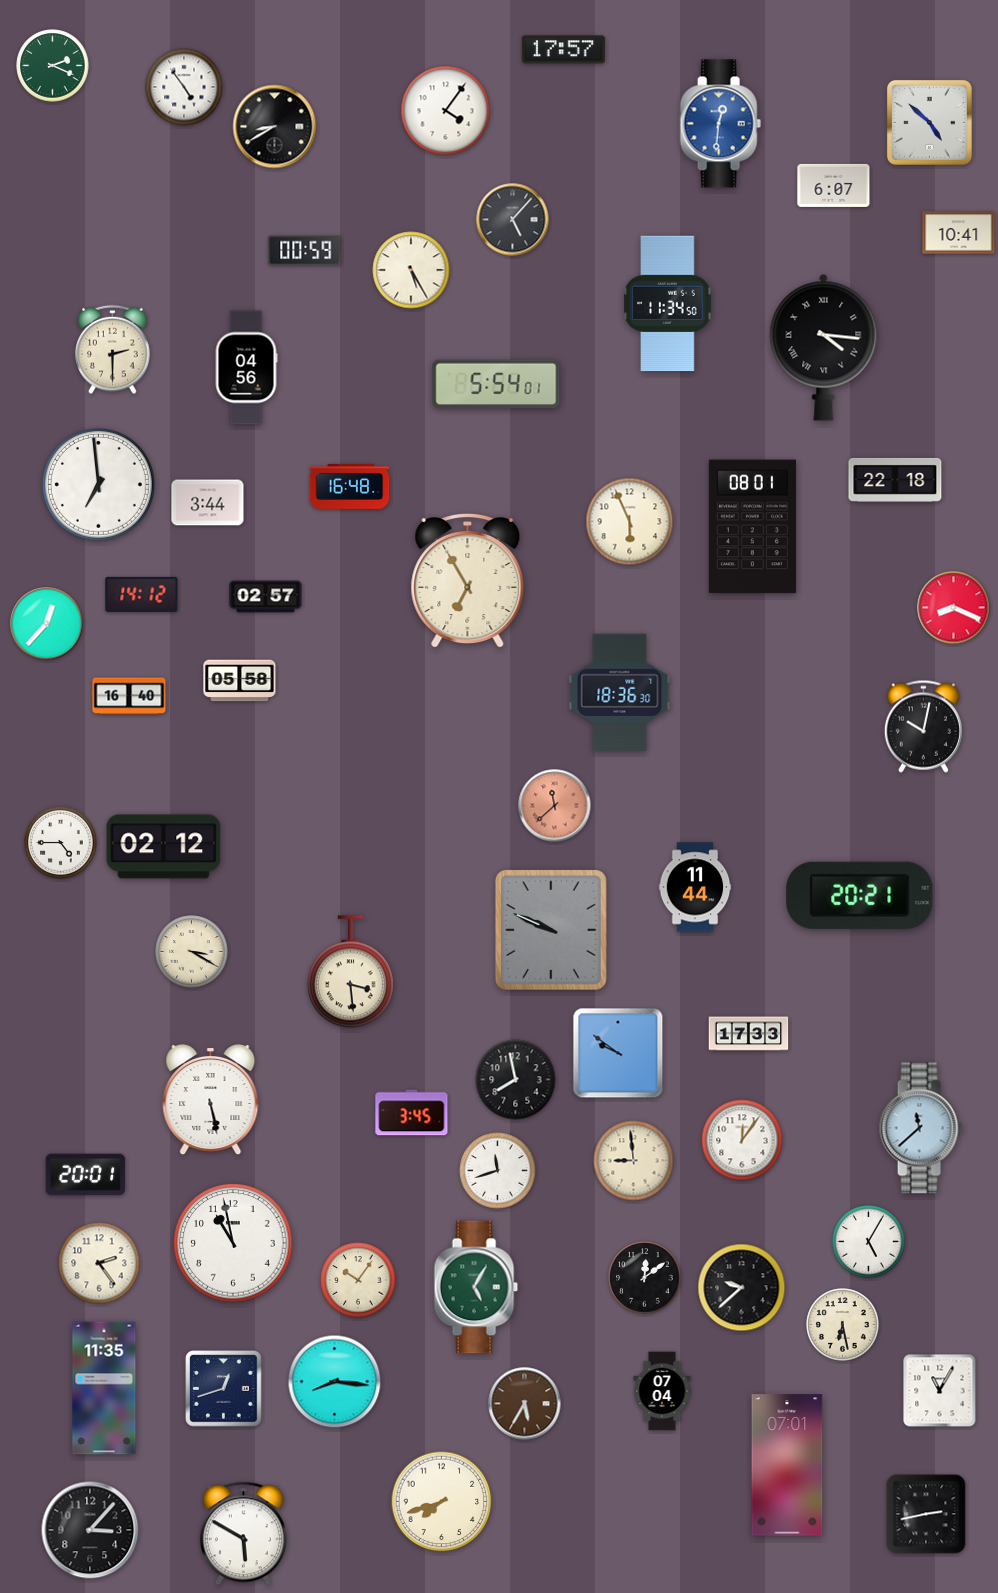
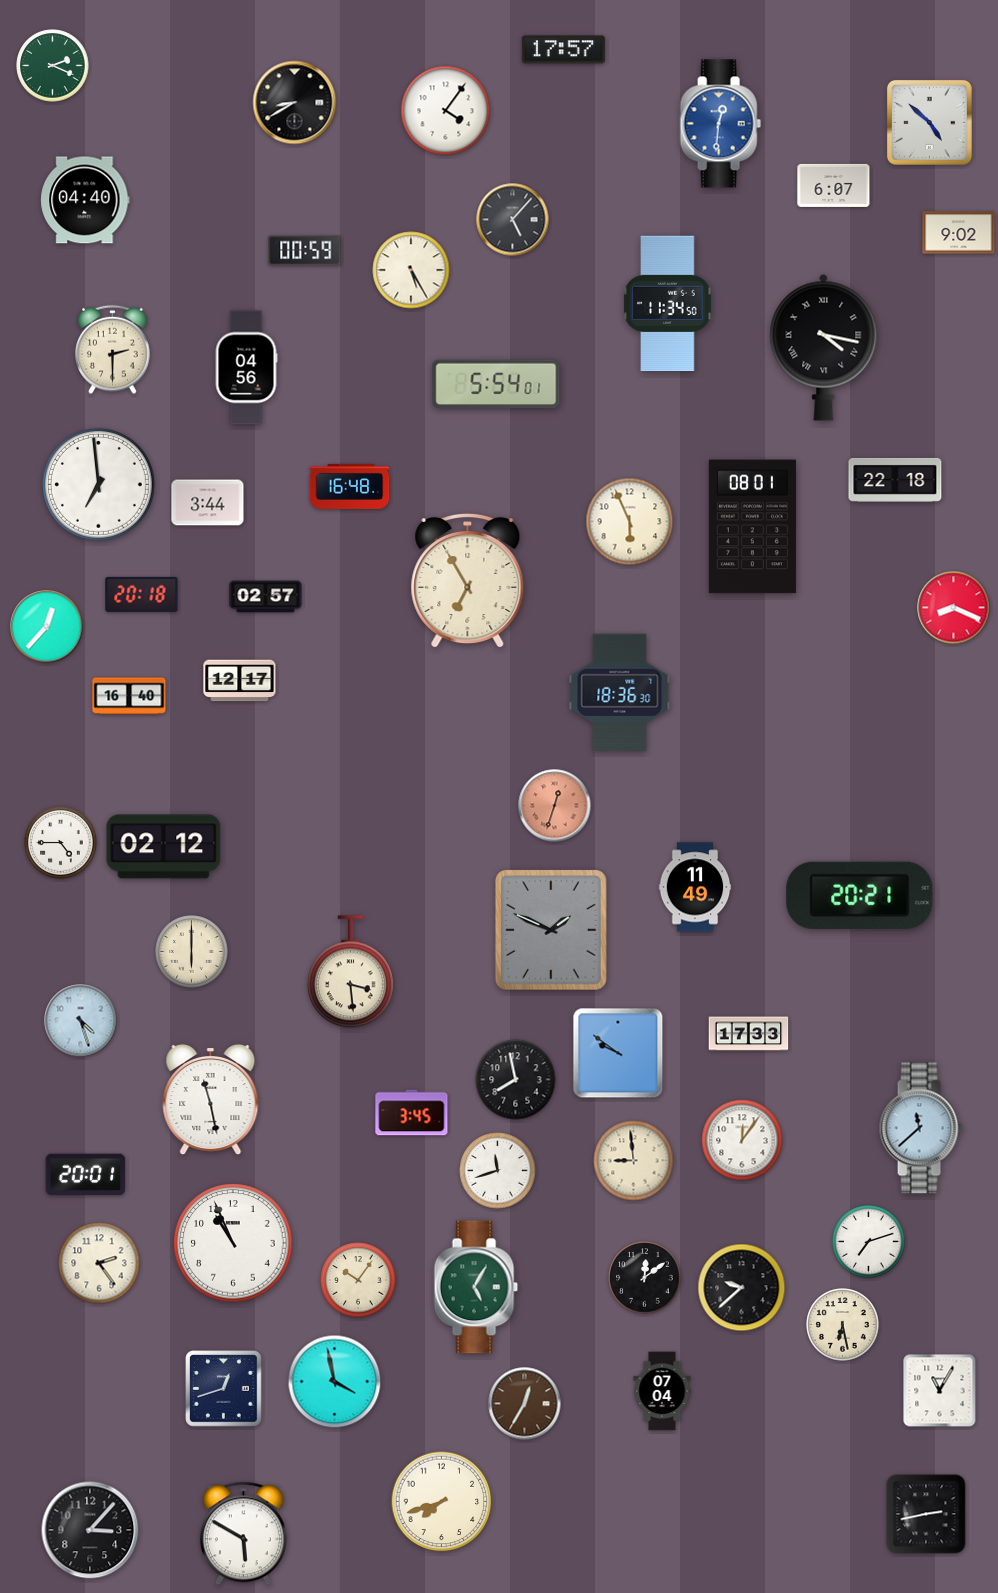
clock at (184, 87): 4:54 -> none
clock at (275, 127) position: (275, 127) -> (295, 103)
clock at (85, 200): none -> 04:40
clock at (959, 233): 10:41 -> 9:02
clock at (824, 347): 4:16 -> 4:17
clock at (142, 594): 14:12 -> 20:18
clock at (47, 624) position: (47, 624) -> (47, 627)
clock at (240, 681): 05:58 -> 12:17
clock at (923, 726): 10:02 -> none
clock at (555, 806): 11:38 -> 12:33
clock at (695, 887): 11:44 -> 11:49
clock at (551, 931): 9:49 -> 1:49
clock at (192, 952): 3:20 -> 6:00
clock at (81, 1021): none -> 4:27
clock at (211, 1100): 5:28 -> 11:28
clock at (869, 1242): 5:05 -> 7:12
clock at (233, 1243): 10:58 -> 10:56
clock at (335, 1382): 8:16 -> 3:58
clock at (104, 1388): 11:35 -> none
clock at (525, 1404): 5:35 -> 12:35
clock at (787, 1465): 07:01 -> none
